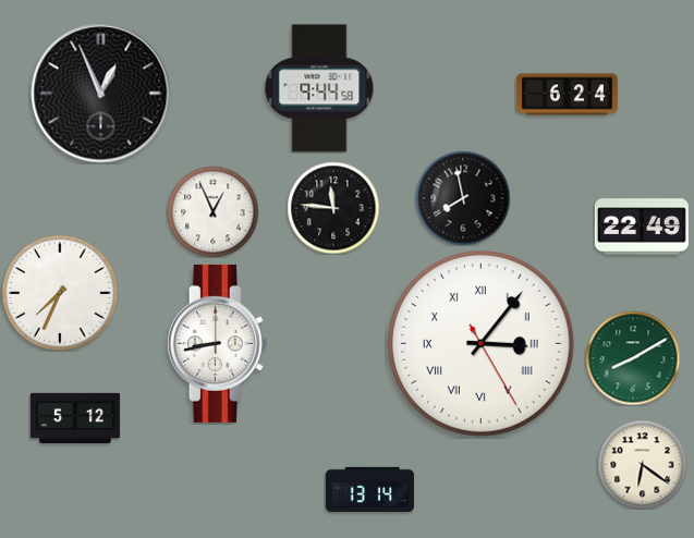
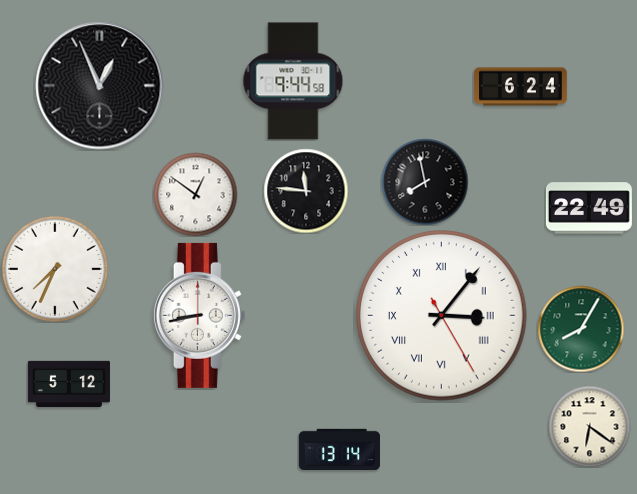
clock at (101, 94) position: (101, 94) -> (100, 86)
clock at (212, 211): 12:56 -> 12:51
clock at (633, 358): 8:10 -> 8:05
